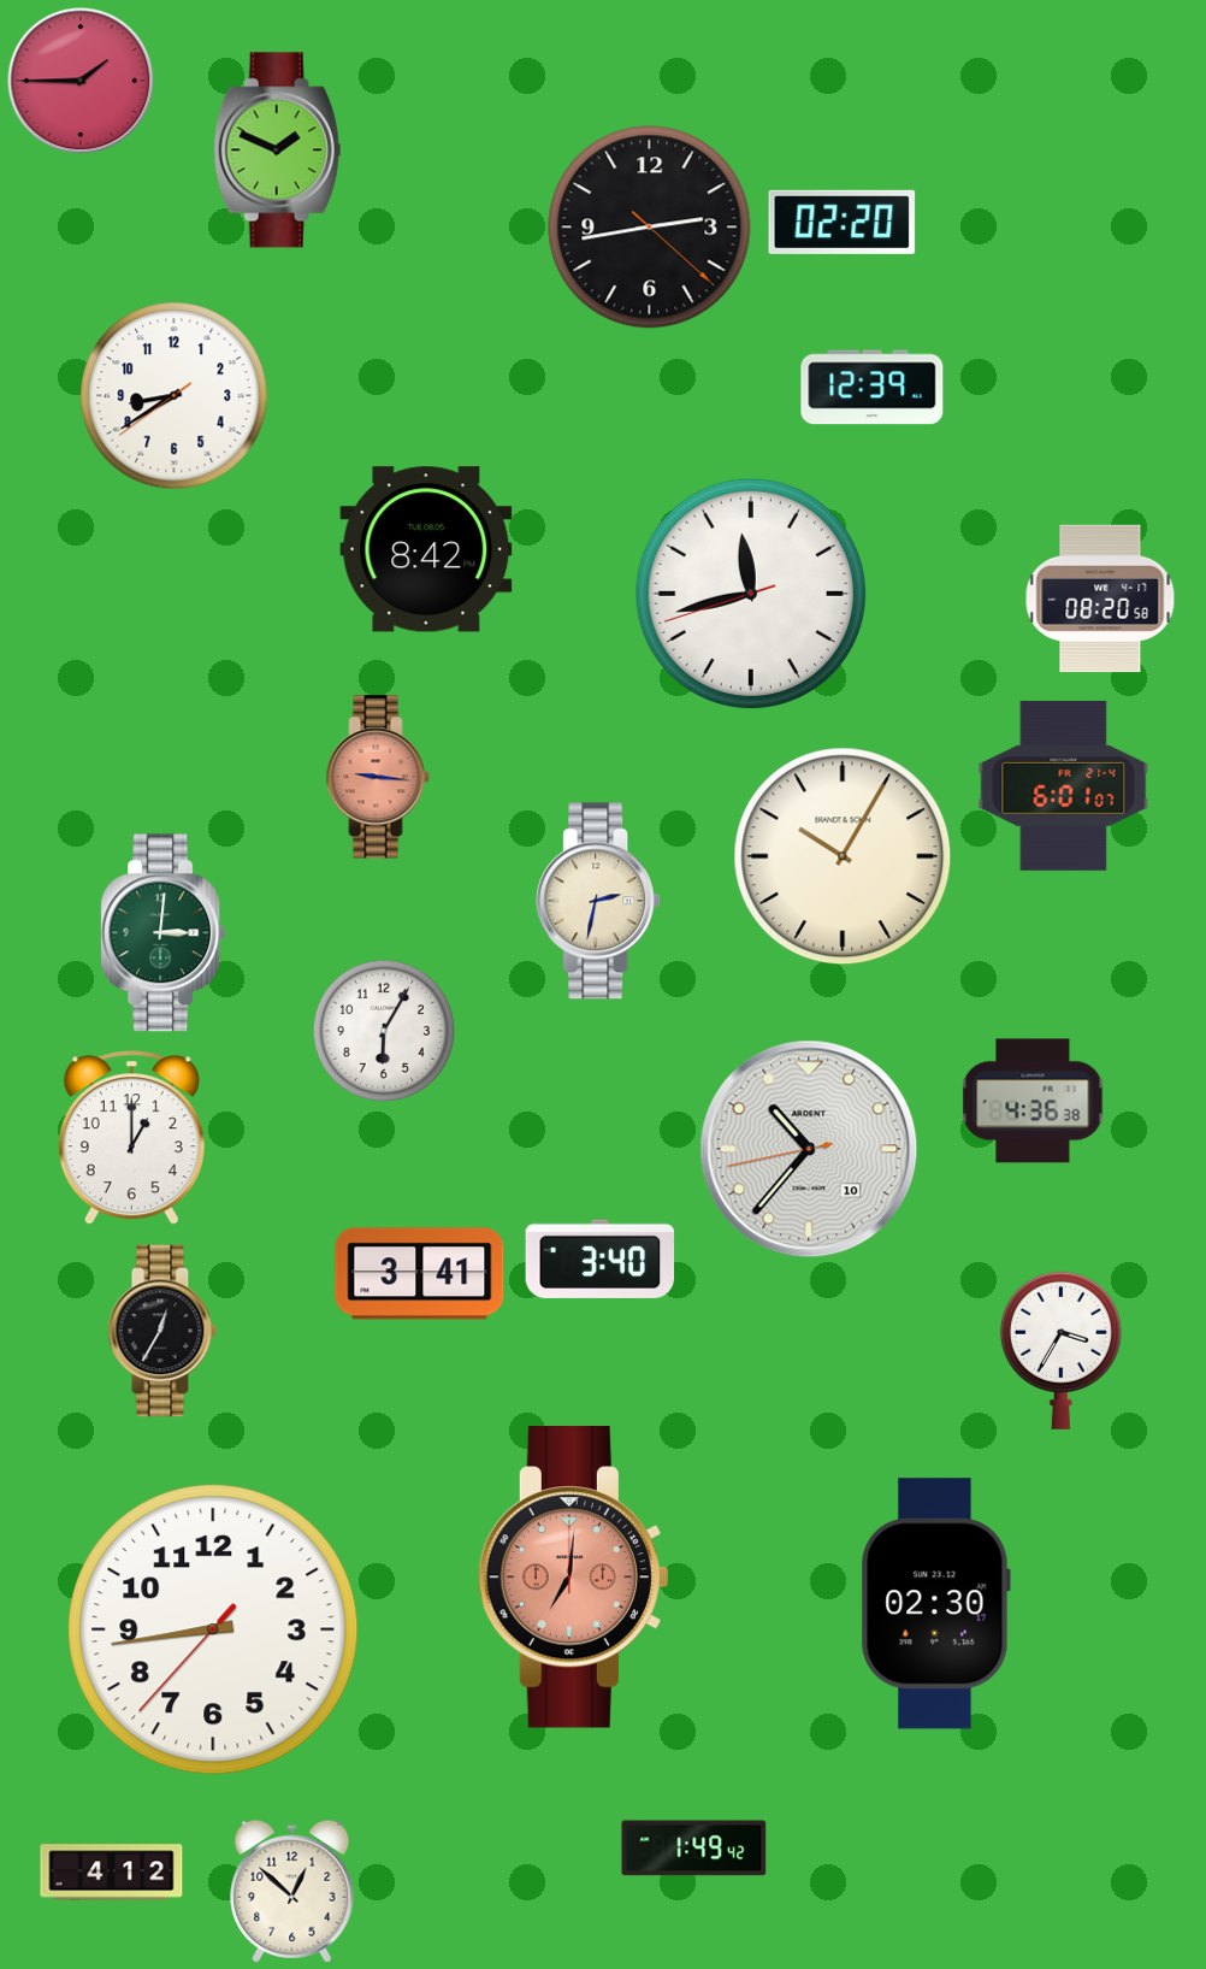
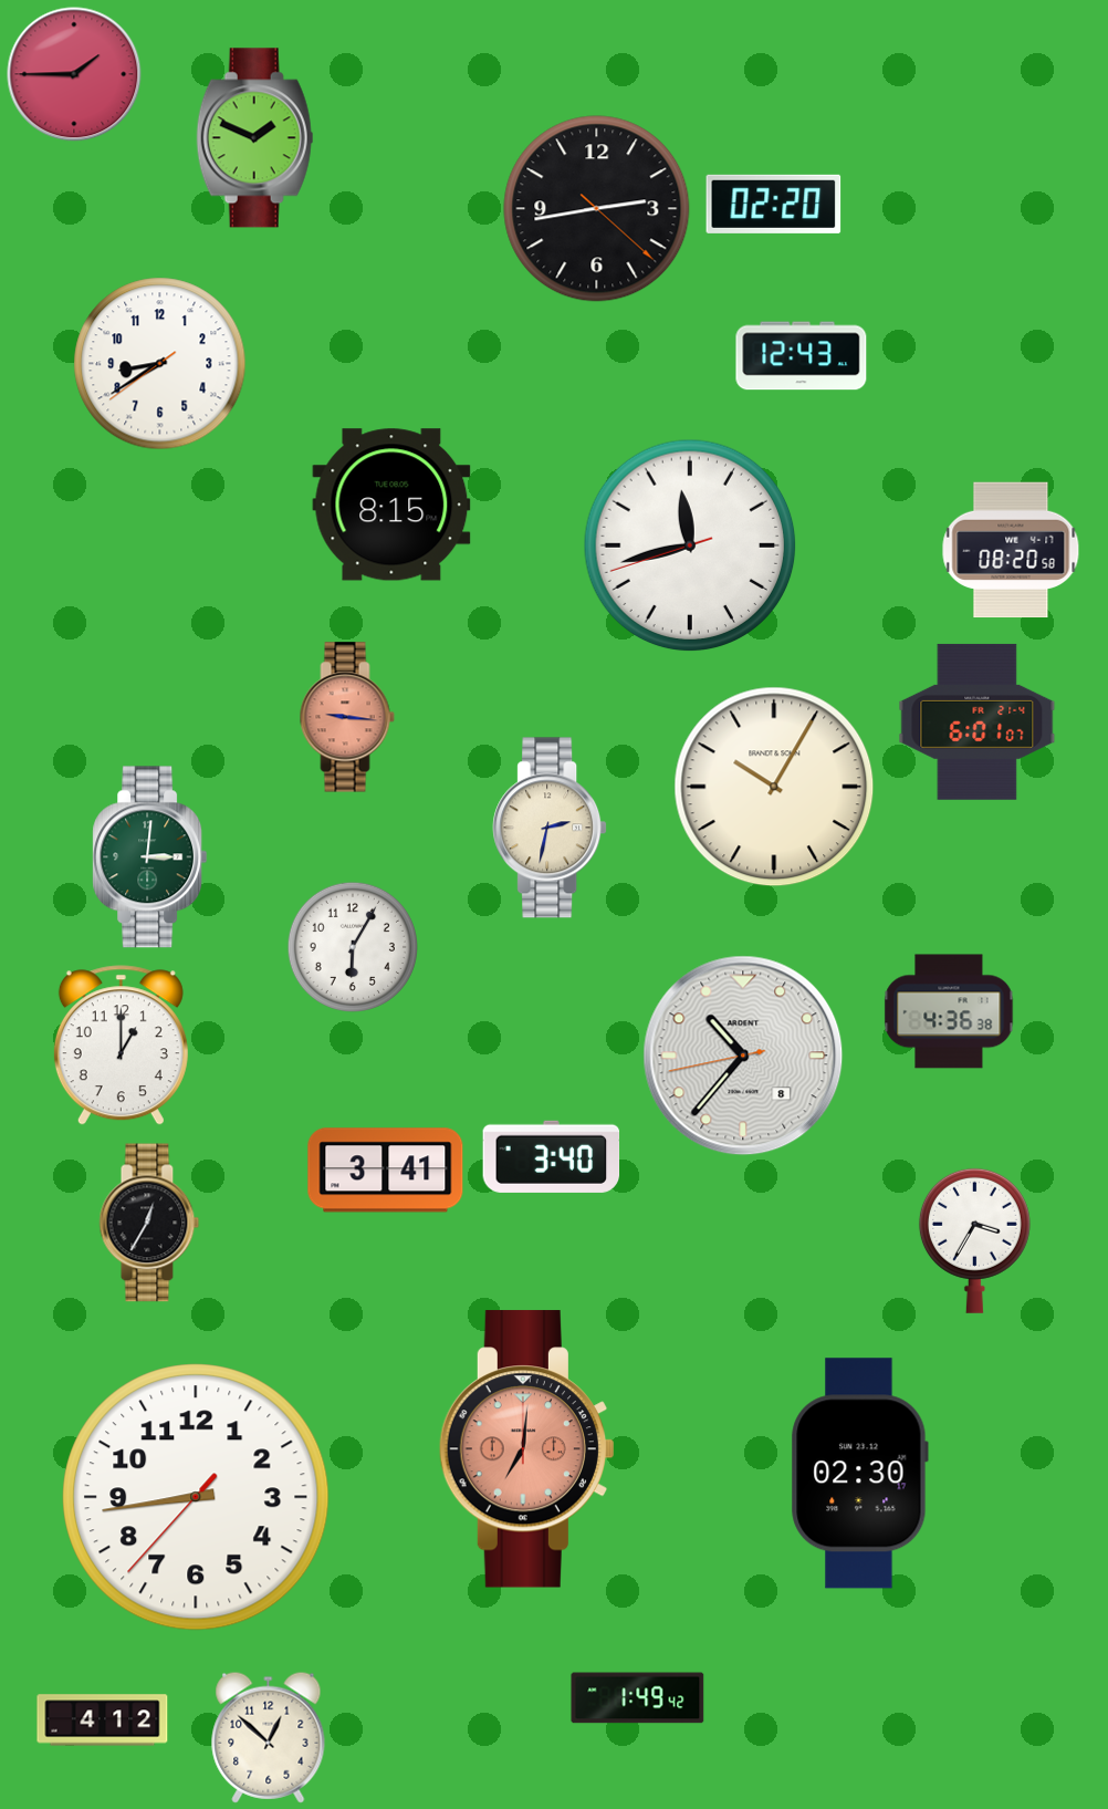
clock at (873, 388): 12:39 -> 12:43
clock at (426, 549): 8:42 -> 8:15
clock at (378, 777) position: (378, 777) -> (347, 717)
clock at (809, 1149) date: 10 -> 8
